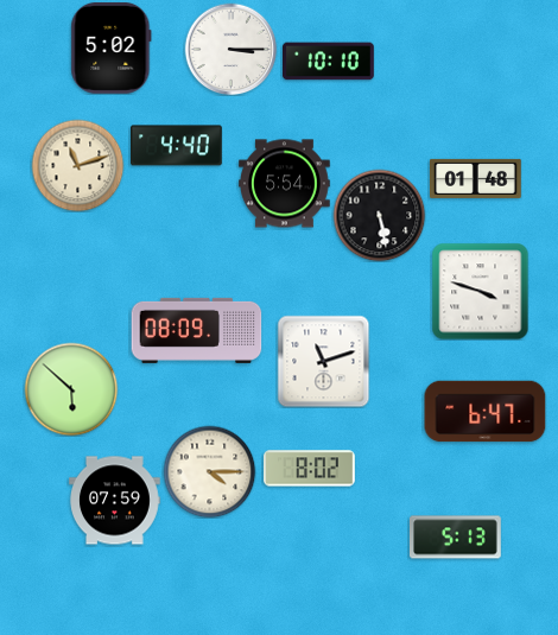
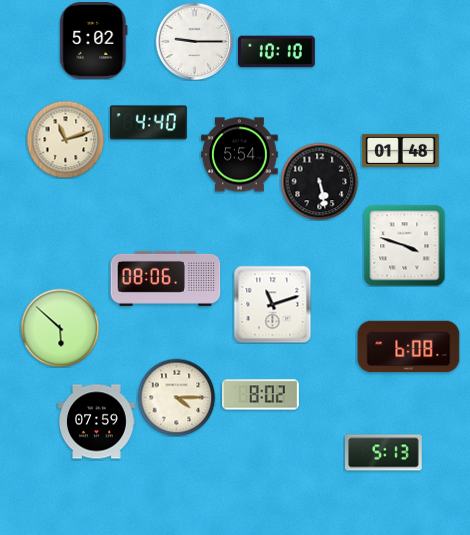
clock at (230, 49): 3:15 -> 9:15
clock at (197, 330): 08:09 -> 08:06
clock at (486, 412): 6:47 -> 6:08
